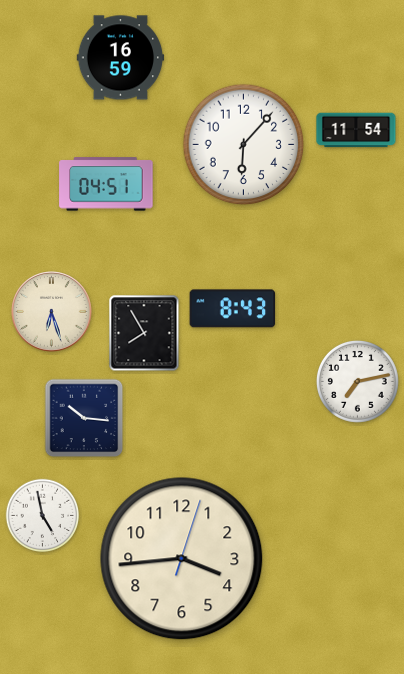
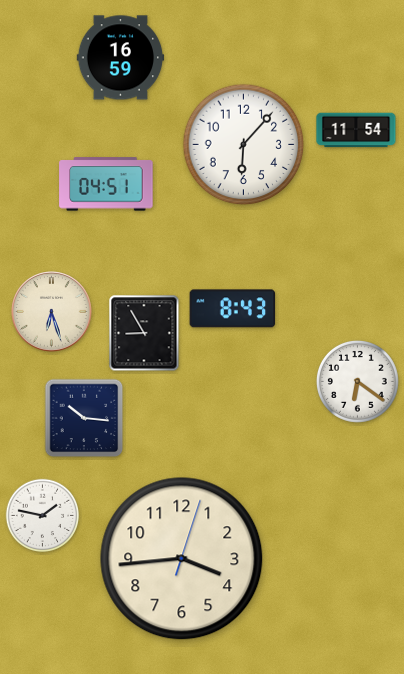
clock at (144, 333): 7:55 -> 8:55
clock at (357, 381): 7:13 -> 6:21
clock at (43, 516): 4:58 -> 1:47
